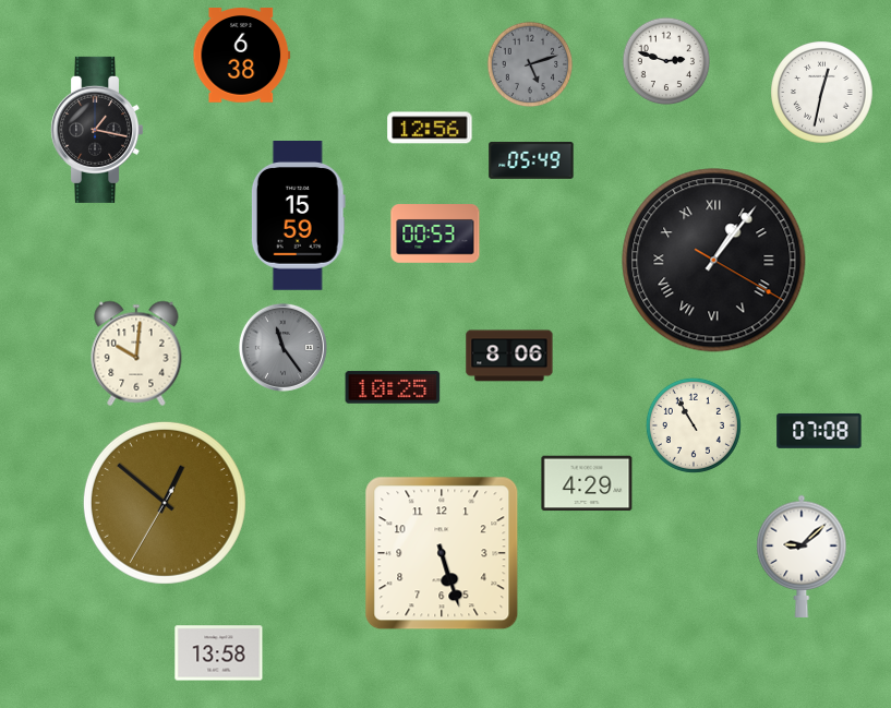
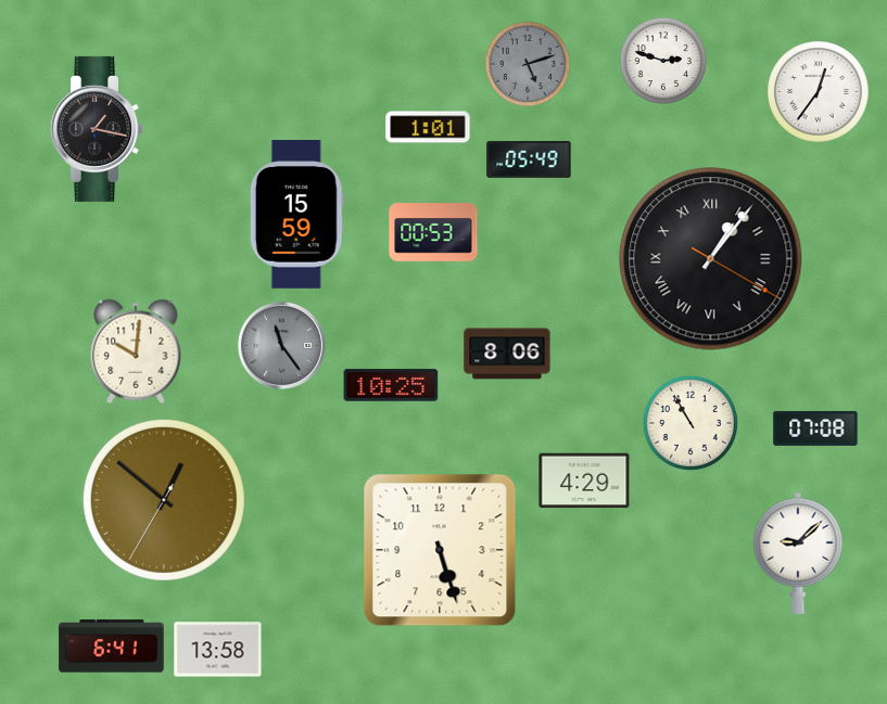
clock at (242, 56): 6:38 -> none
clock at (822, 93): 12:32 -> 12:36
clock at (430, 128): 12:56 -> 1:01
clock at (112, 647): none -> 6:41
